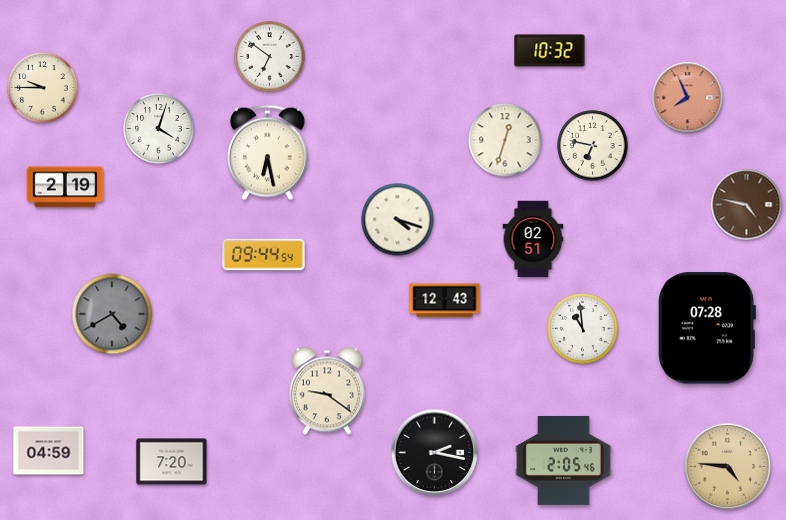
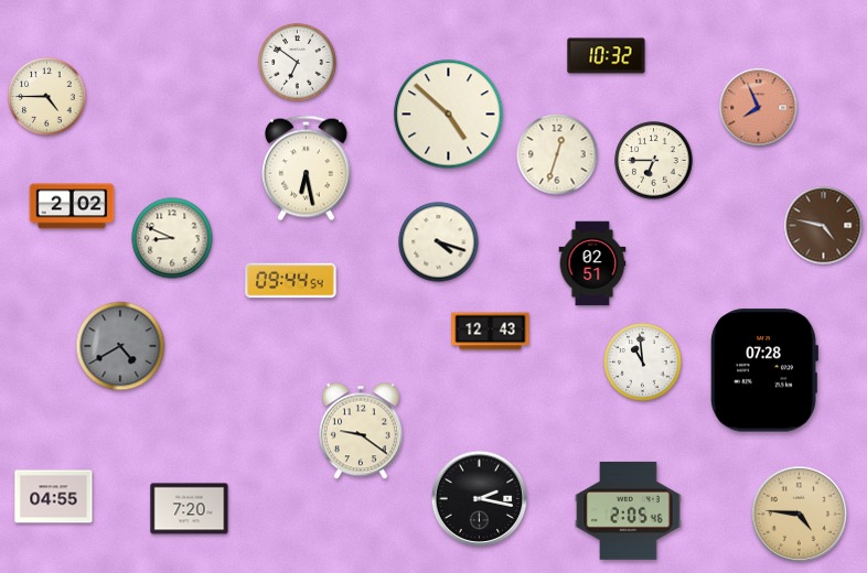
clock at (43, 88): 9:45 -> 4:45
clock at (449, 115): none -> 4:52
clock at (159, 129): 4:03 -> none
clock at (593, 146): 6:47 -> 6:45
clock at (267, 153) position: (267, 153) -> (306, 169)
clock at (65, 187): 2:19 -> 2:02
clock at (172, 238): none -> 8:49
clock at (533, 239) position: (533, 239) -> (592, 263)
clock at (112, 314) position: (112, 314) -> (120, 346)
clock at (707, 328) position: (707, 328) -> (764, 370)
clock at (49, 451): 04:59 -> 04:55
clock at (564, 460) position: (564, 460) -> (629, 510)
clock at (728, 467) position: (728, 467) -> (800, 515)
